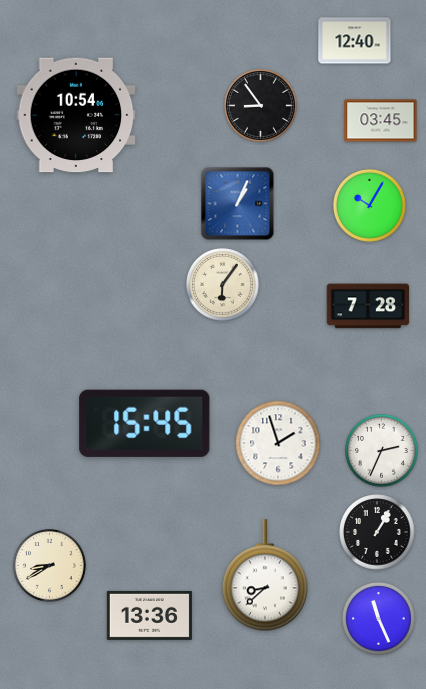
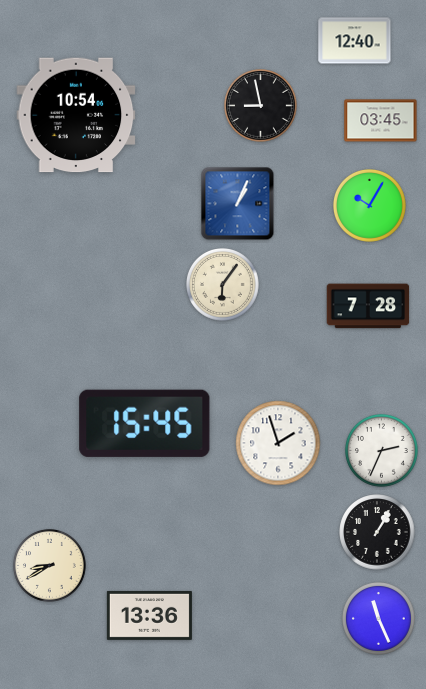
clock at (261, 106): 8:54 -> 8:58
clock at (265, 576): 8:38 -> none
